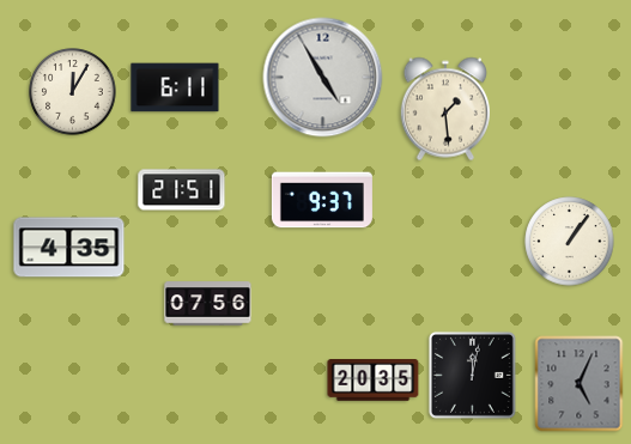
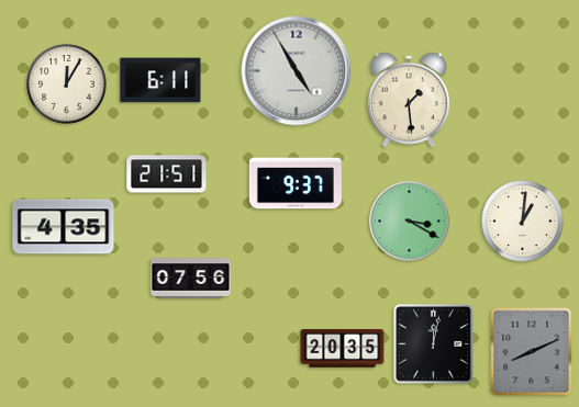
clock at (410, 222): none -> 3:20
clock at (570, 242): 1:06 -> 1:01
clock at (580, 384): 5:04 -> 8:11
